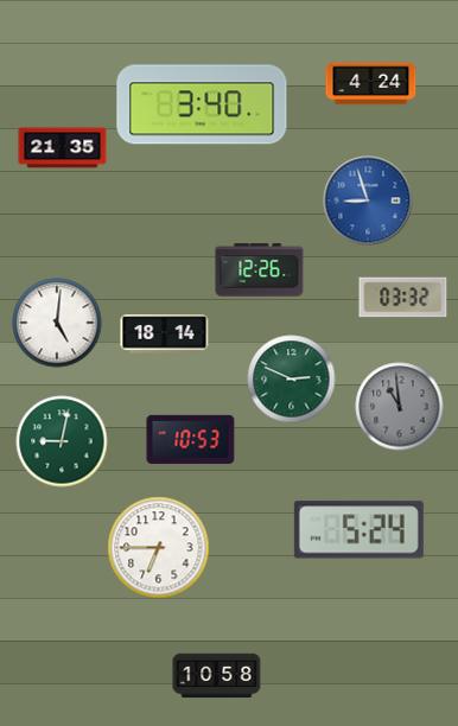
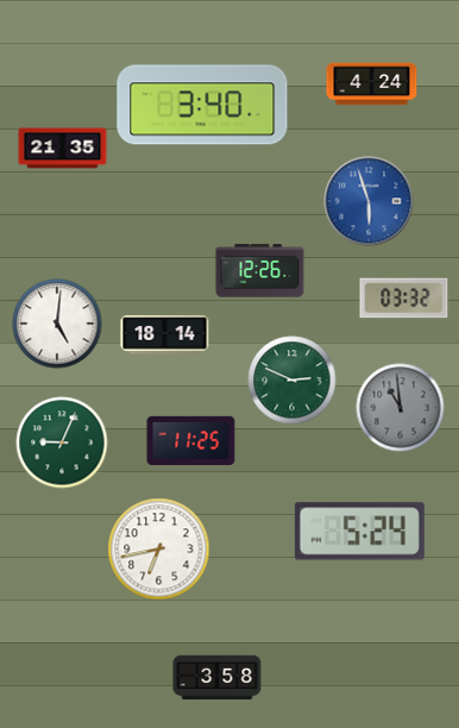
clock at (368, 200): 8:57 -> 5:57
clock at (191, 439): 10:53 -> 11:25
clock at (62, 441): 9:02 -> 9:04
clock at (159, 548): 6:45 -> 6:43
clock at (217, 676): 10:58 -> 3:58
